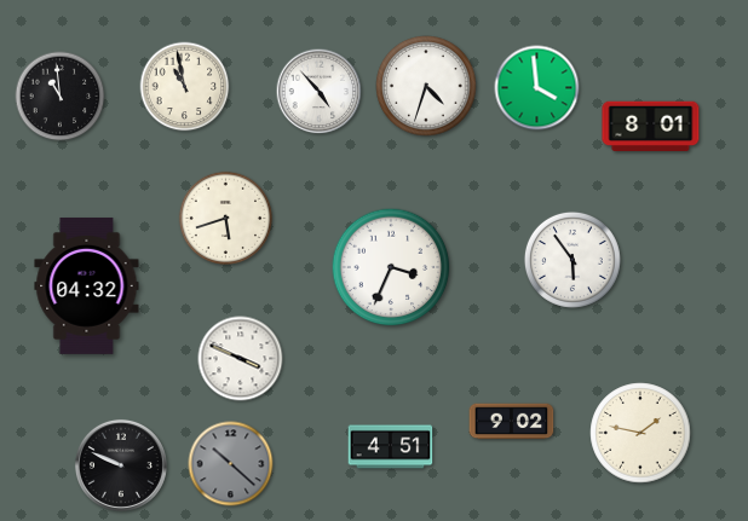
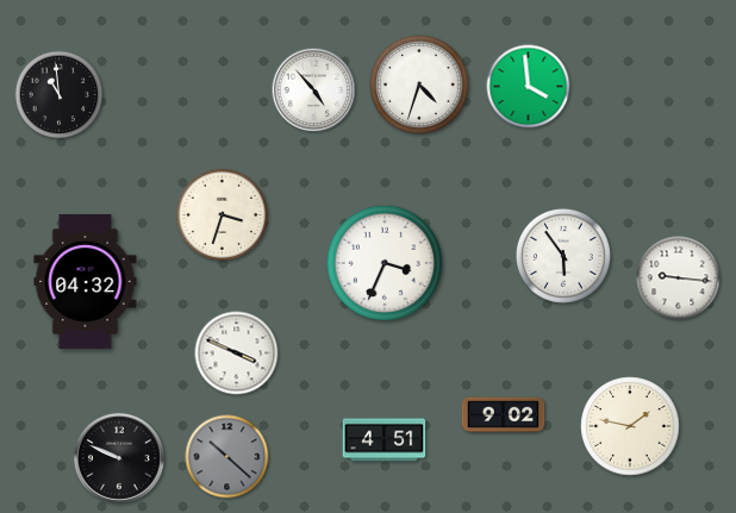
clock at (185, 87): 10:58 -> none
clock at (651, 127): 8:01 -> none
clock at (225, 218): 5:42 -> 3:33
clock at (679, 279): none -> 9:16
